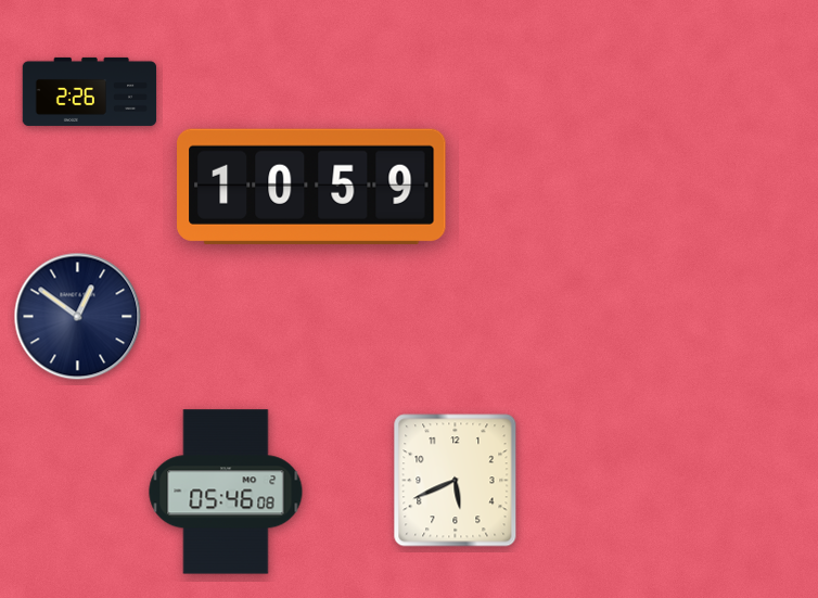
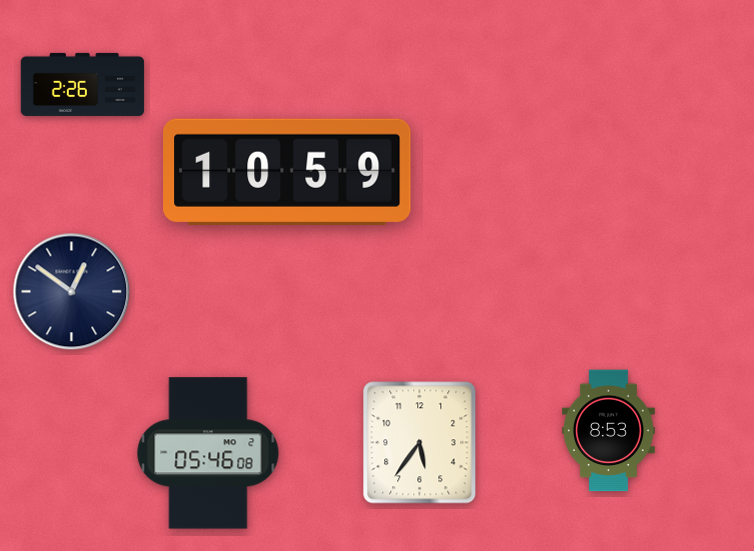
clock at (608, 431): none -> 8:53
clock at (456, 481): 5:41 -> 5:36
